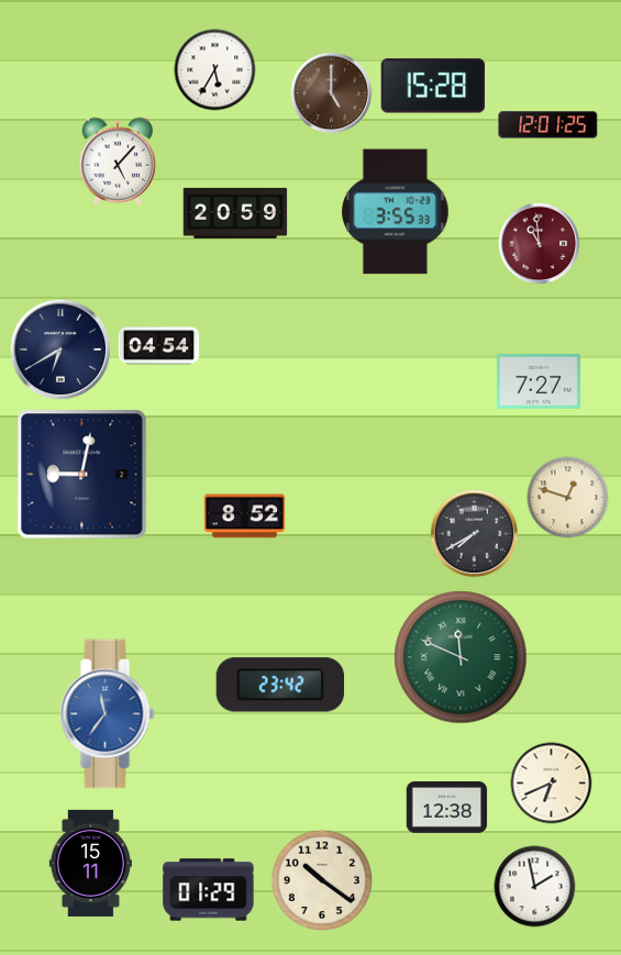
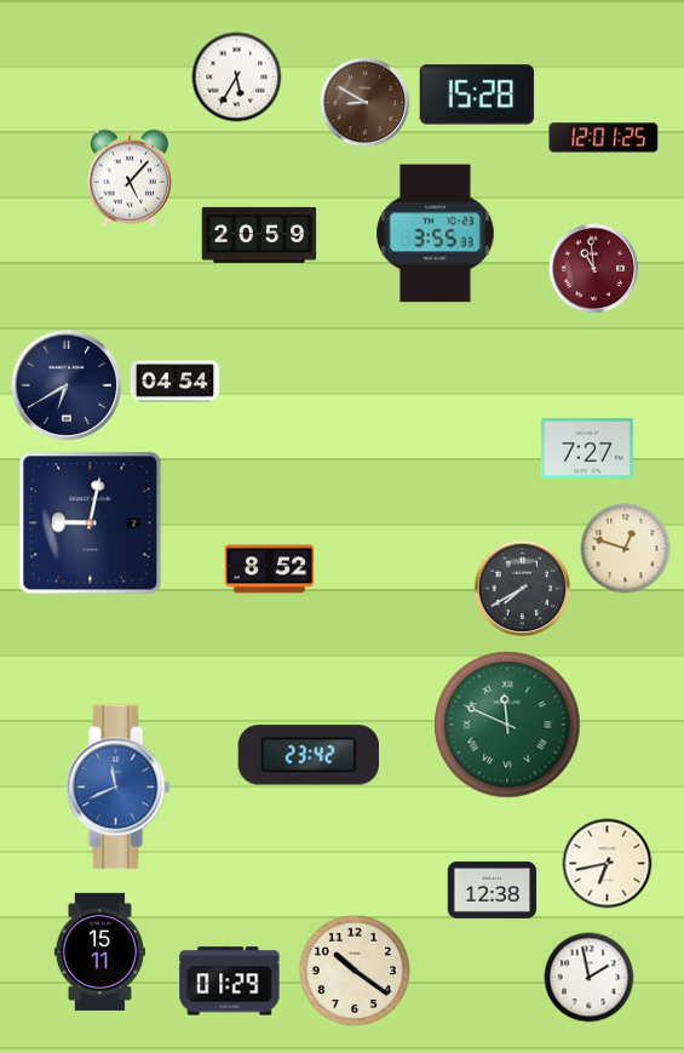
clock at (332, 93): 5:00 -> 8:50
clock at (539, 381) position: (539, 381) -> (587, 448)
clock at (108, 714): 11:36 -> 11:41
clock at (552, 784): 6:41 -> 6:43
